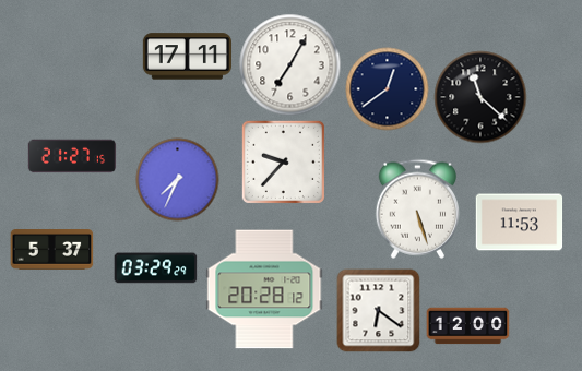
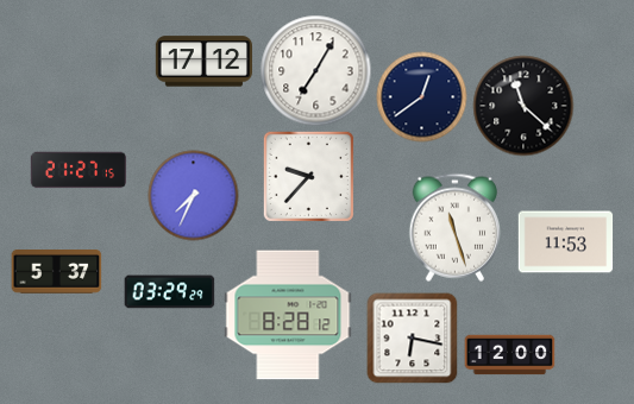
clock at (187, 57): 17:11 -> 17:12
clock at (417, 208): 5:27 -> 11:27
clock at (264, 289): 20:28 -> 8:28
clock at (379, 311): 6:21 -> 6:17
